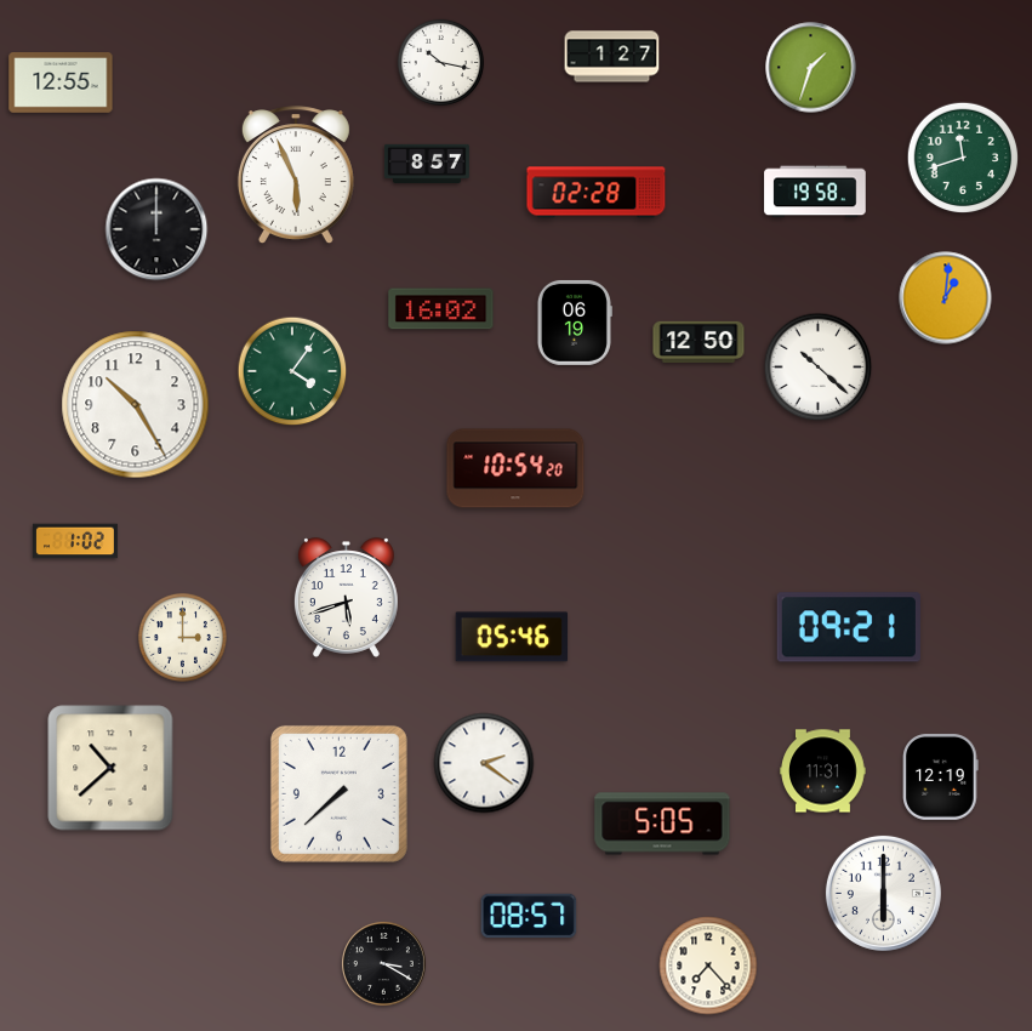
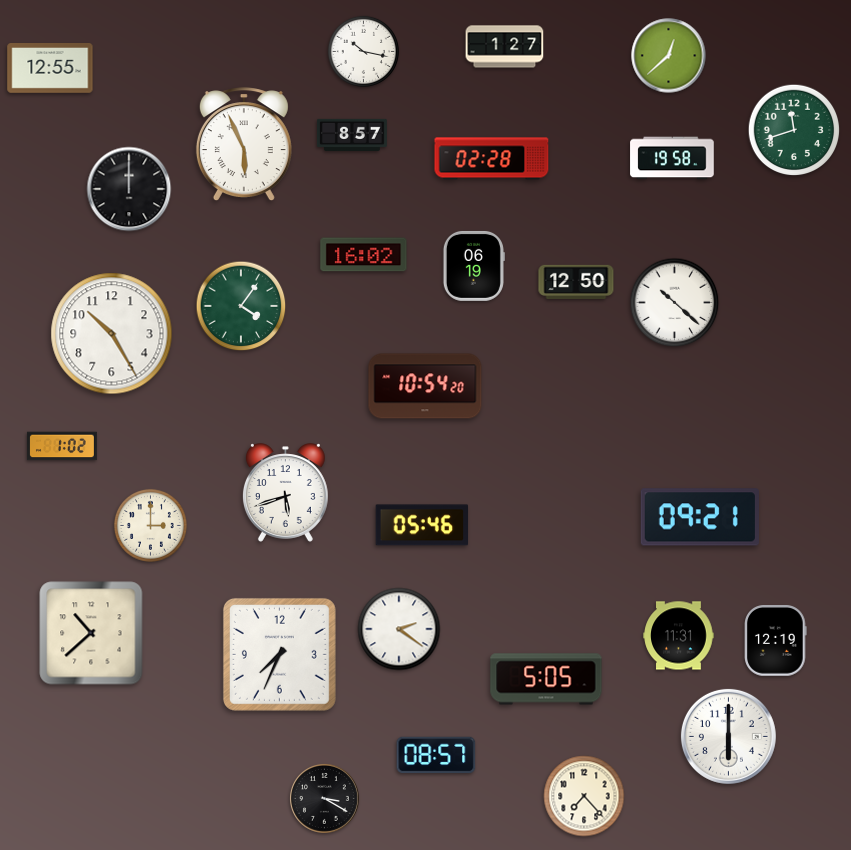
clock at (811, 68): 1:33 -> 12:38
clock at (946, 298): 1:01 -> none
clock at (338, 793): 7:38 -> 7:34
clock at (384, 964) position: (384, 964) -> (325, 799)
